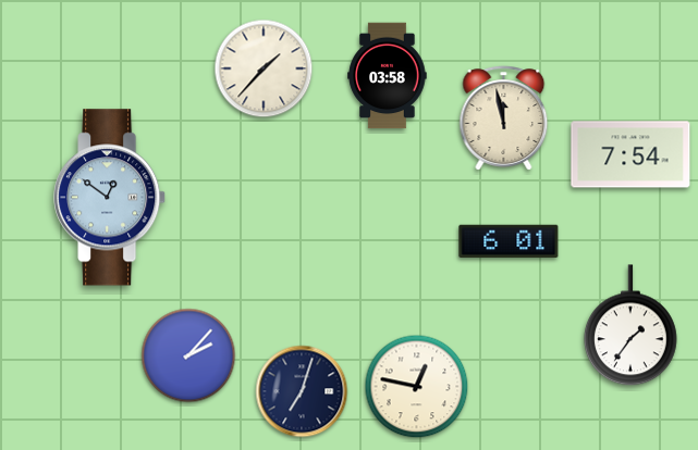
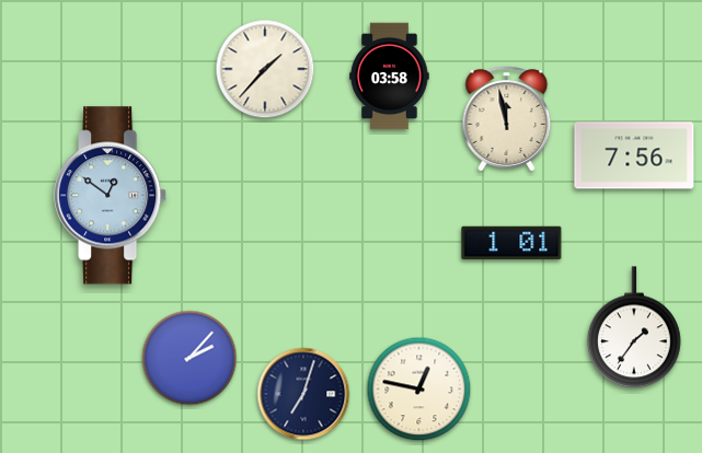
clock at (630, 154): 7:54 -> 7:56
clock at (110, 198) position: (110, 198) -> (111, 196)
clock at (509, 240): 6:01 -> 1:01
